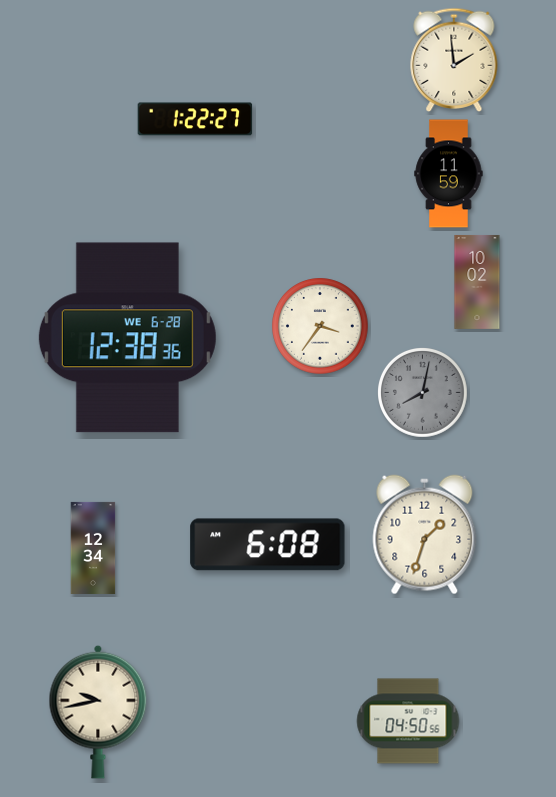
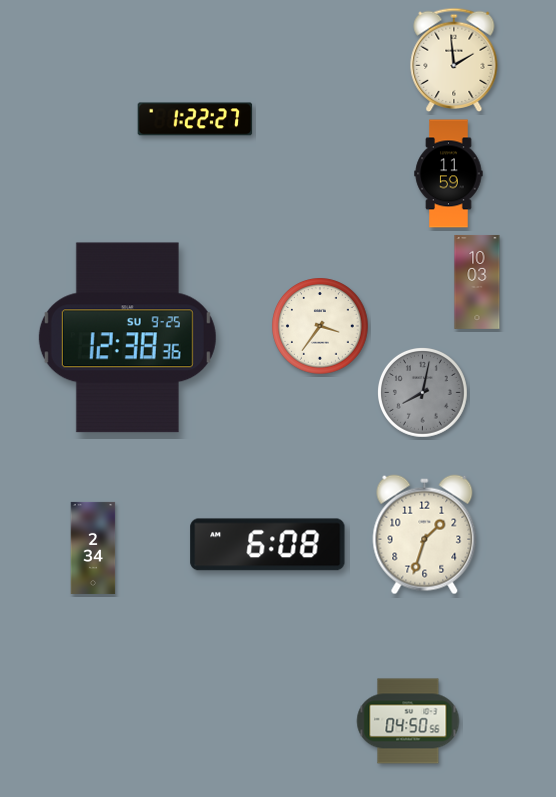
clock at (477, 282): 10:02 -> 10:03
clock at (127, 338) date: WE 6-28 -> SU 9-25
clock at (93, 548): 12:34 -> 2:34
clock at (98, 712): 9:43 -> none
